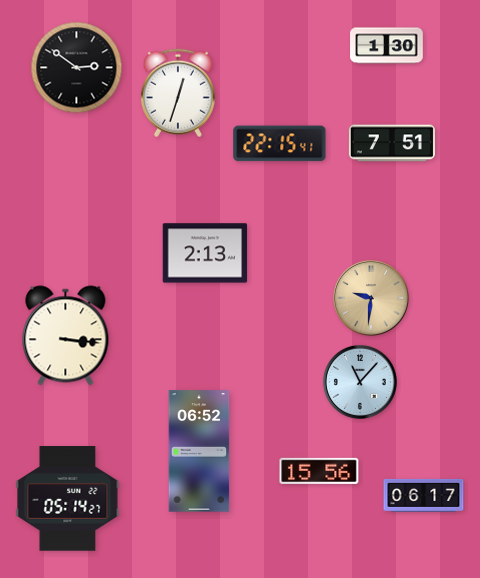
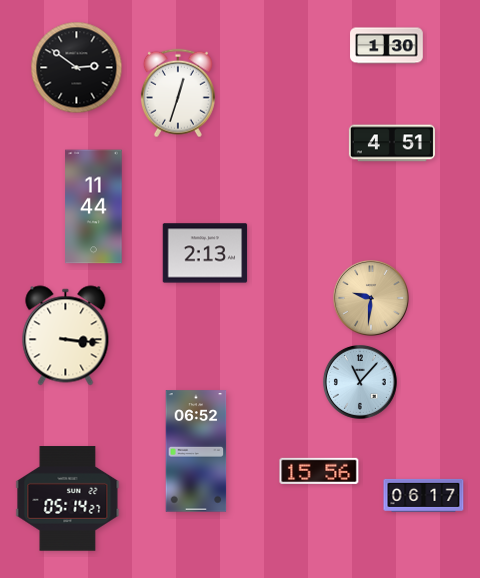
clock at (392, 143): 7:51 -> 4:51
clock at (280, 144): 22:15 -> none
clock at (94, 207): none -> 11:44
clock at (199, 451) position: (199, 451) -> (196, 451)
